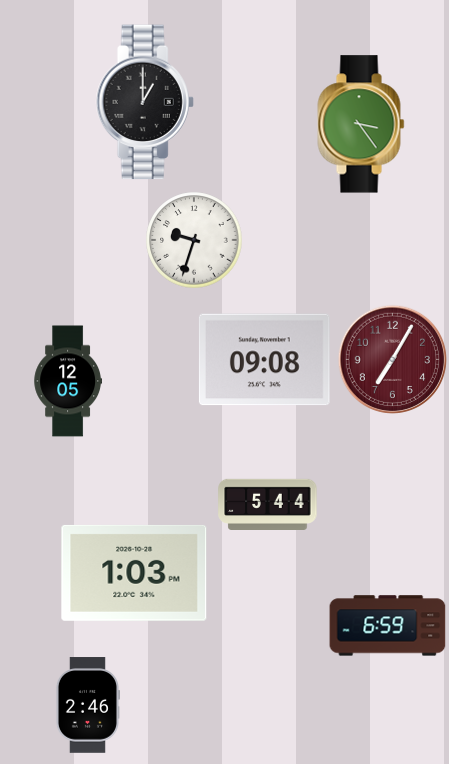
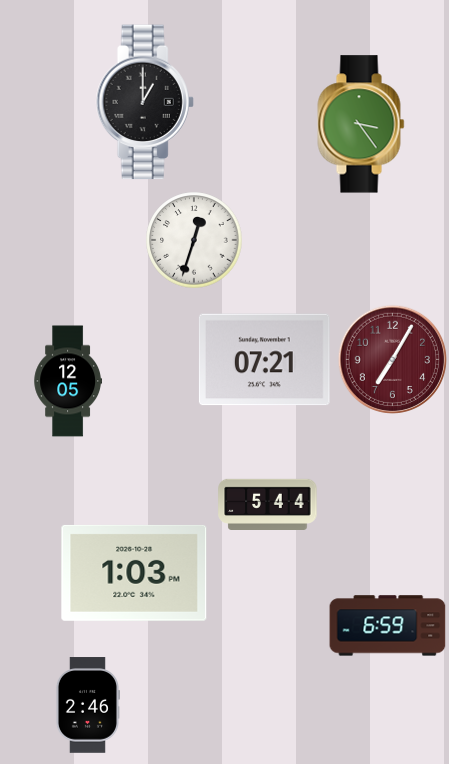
clock at (194, 240): 9:33 -> 12:33
clock at (264, 360): 09:08 -> 07:21
